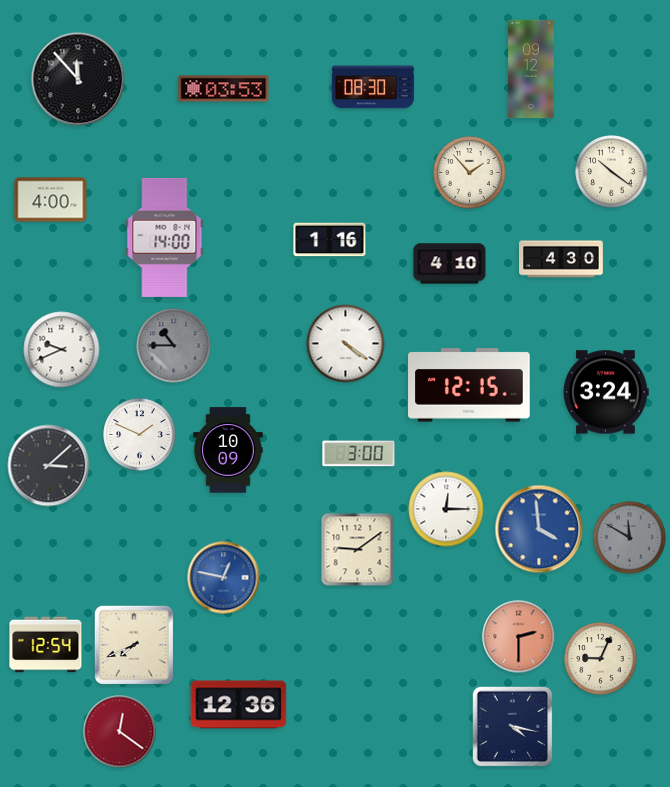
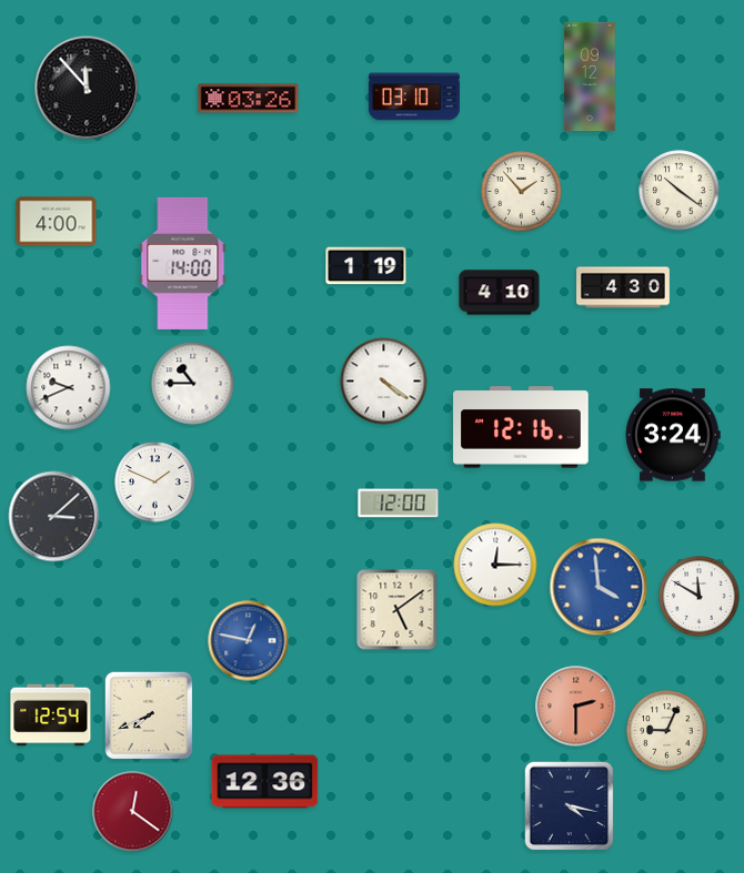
clock at (373, 87): 08:30 -> 03:10
clock at (224, 89): 03:53 -> 03:26
clock at (330, 240): 1:16 -> 1:19
clock at (174, 346) dial: grey -> white
clock at (469, 385): 12:15 -> 12:16
clock at (228, 450): 10:09 -> none
clock at (359, 454): 3:00 -> 12:00
clock at (630, 538) dial: grey -> white
clock at (358, 550): 9:09 -> 5:09
